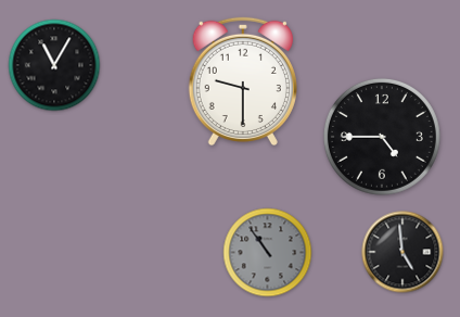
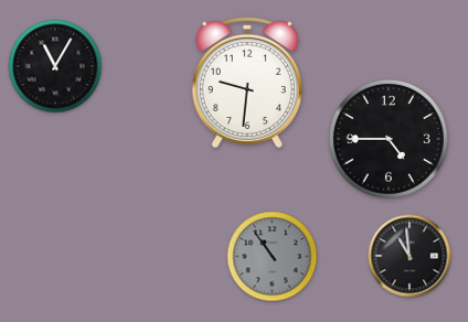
clock at (243, 81): 9:30 -> 9:31
clock at (403, 252): 4:59 -> 10:59
